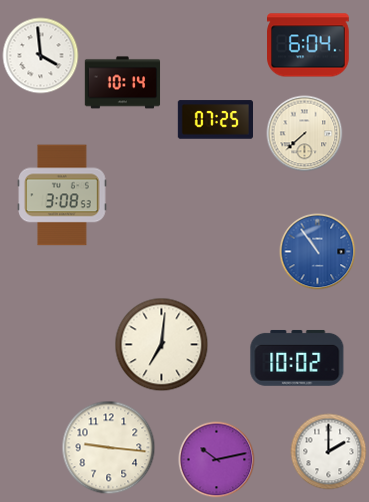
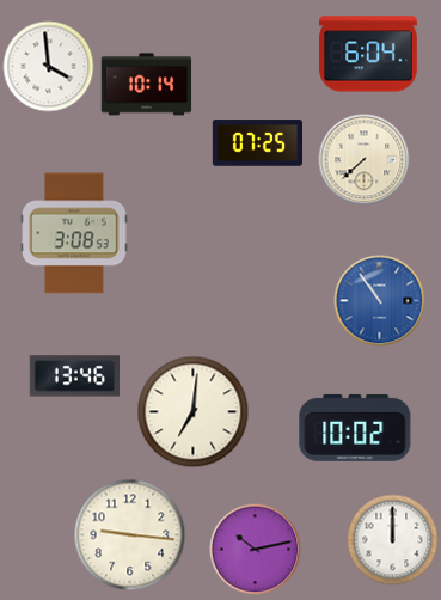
clock at (123, 83) position: (123, 83) -> (147, 85)
clock at (74, 376): none -> 13:46
clock at (329, 452): 2:00 -> 12:00
clock at (217, 460) position: (217, 460) -> (256, 550)
